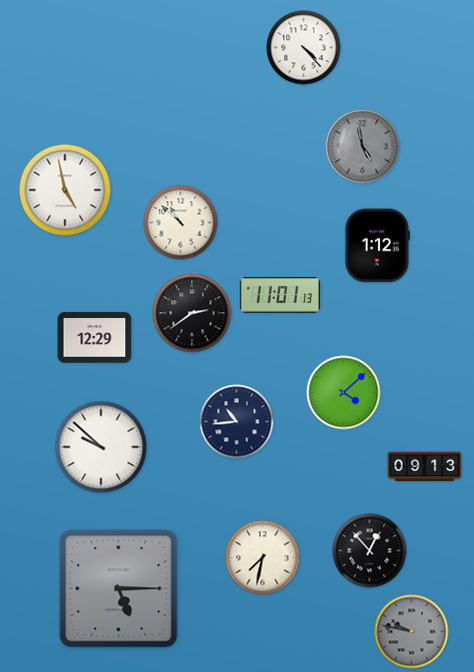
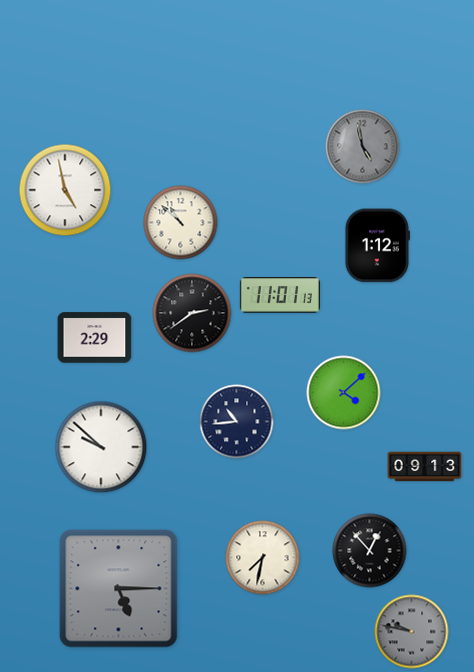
clock at (304, 48): 4:23 -> none
clock at (95, 338): 12:29 -> 2:29
